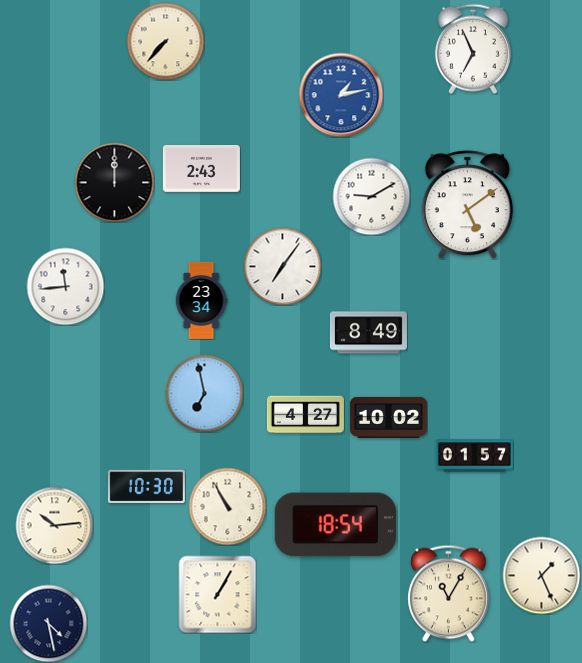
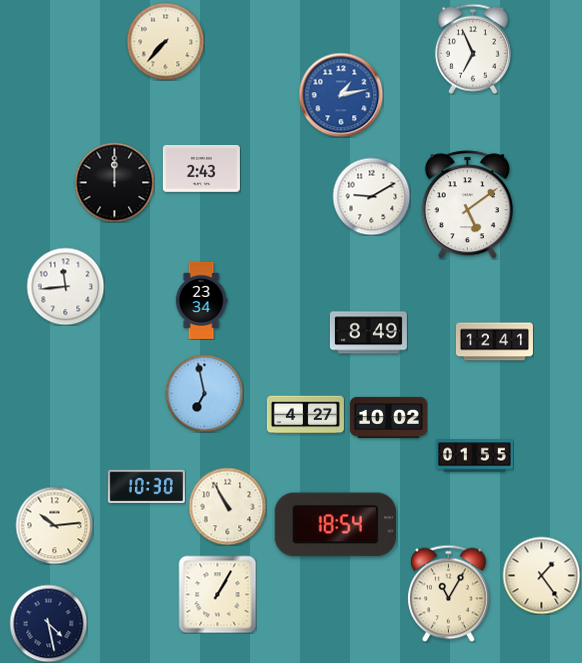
clock at (282, 266): 7:06 -> none
clock at (494, 342): none -> 12:41
clock at (474, 456): 01:57 -> 01:55
clock at (541, 575): 1:26 -> 1:24
